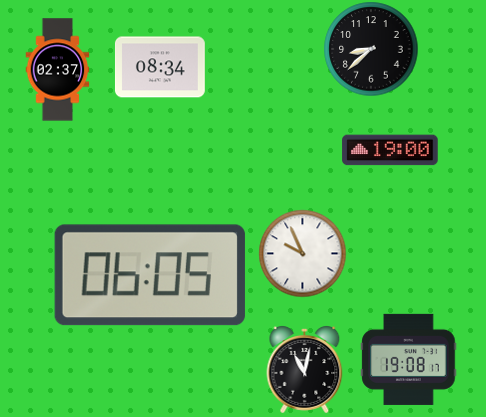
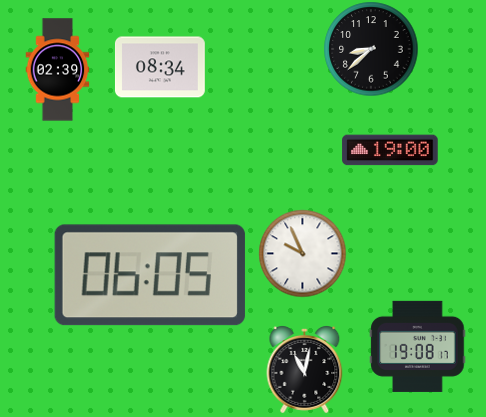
clock at (58, 70): 02:37 -> 02:39
clock at (409, 359) position: (409, 359) -> (418, 346)
